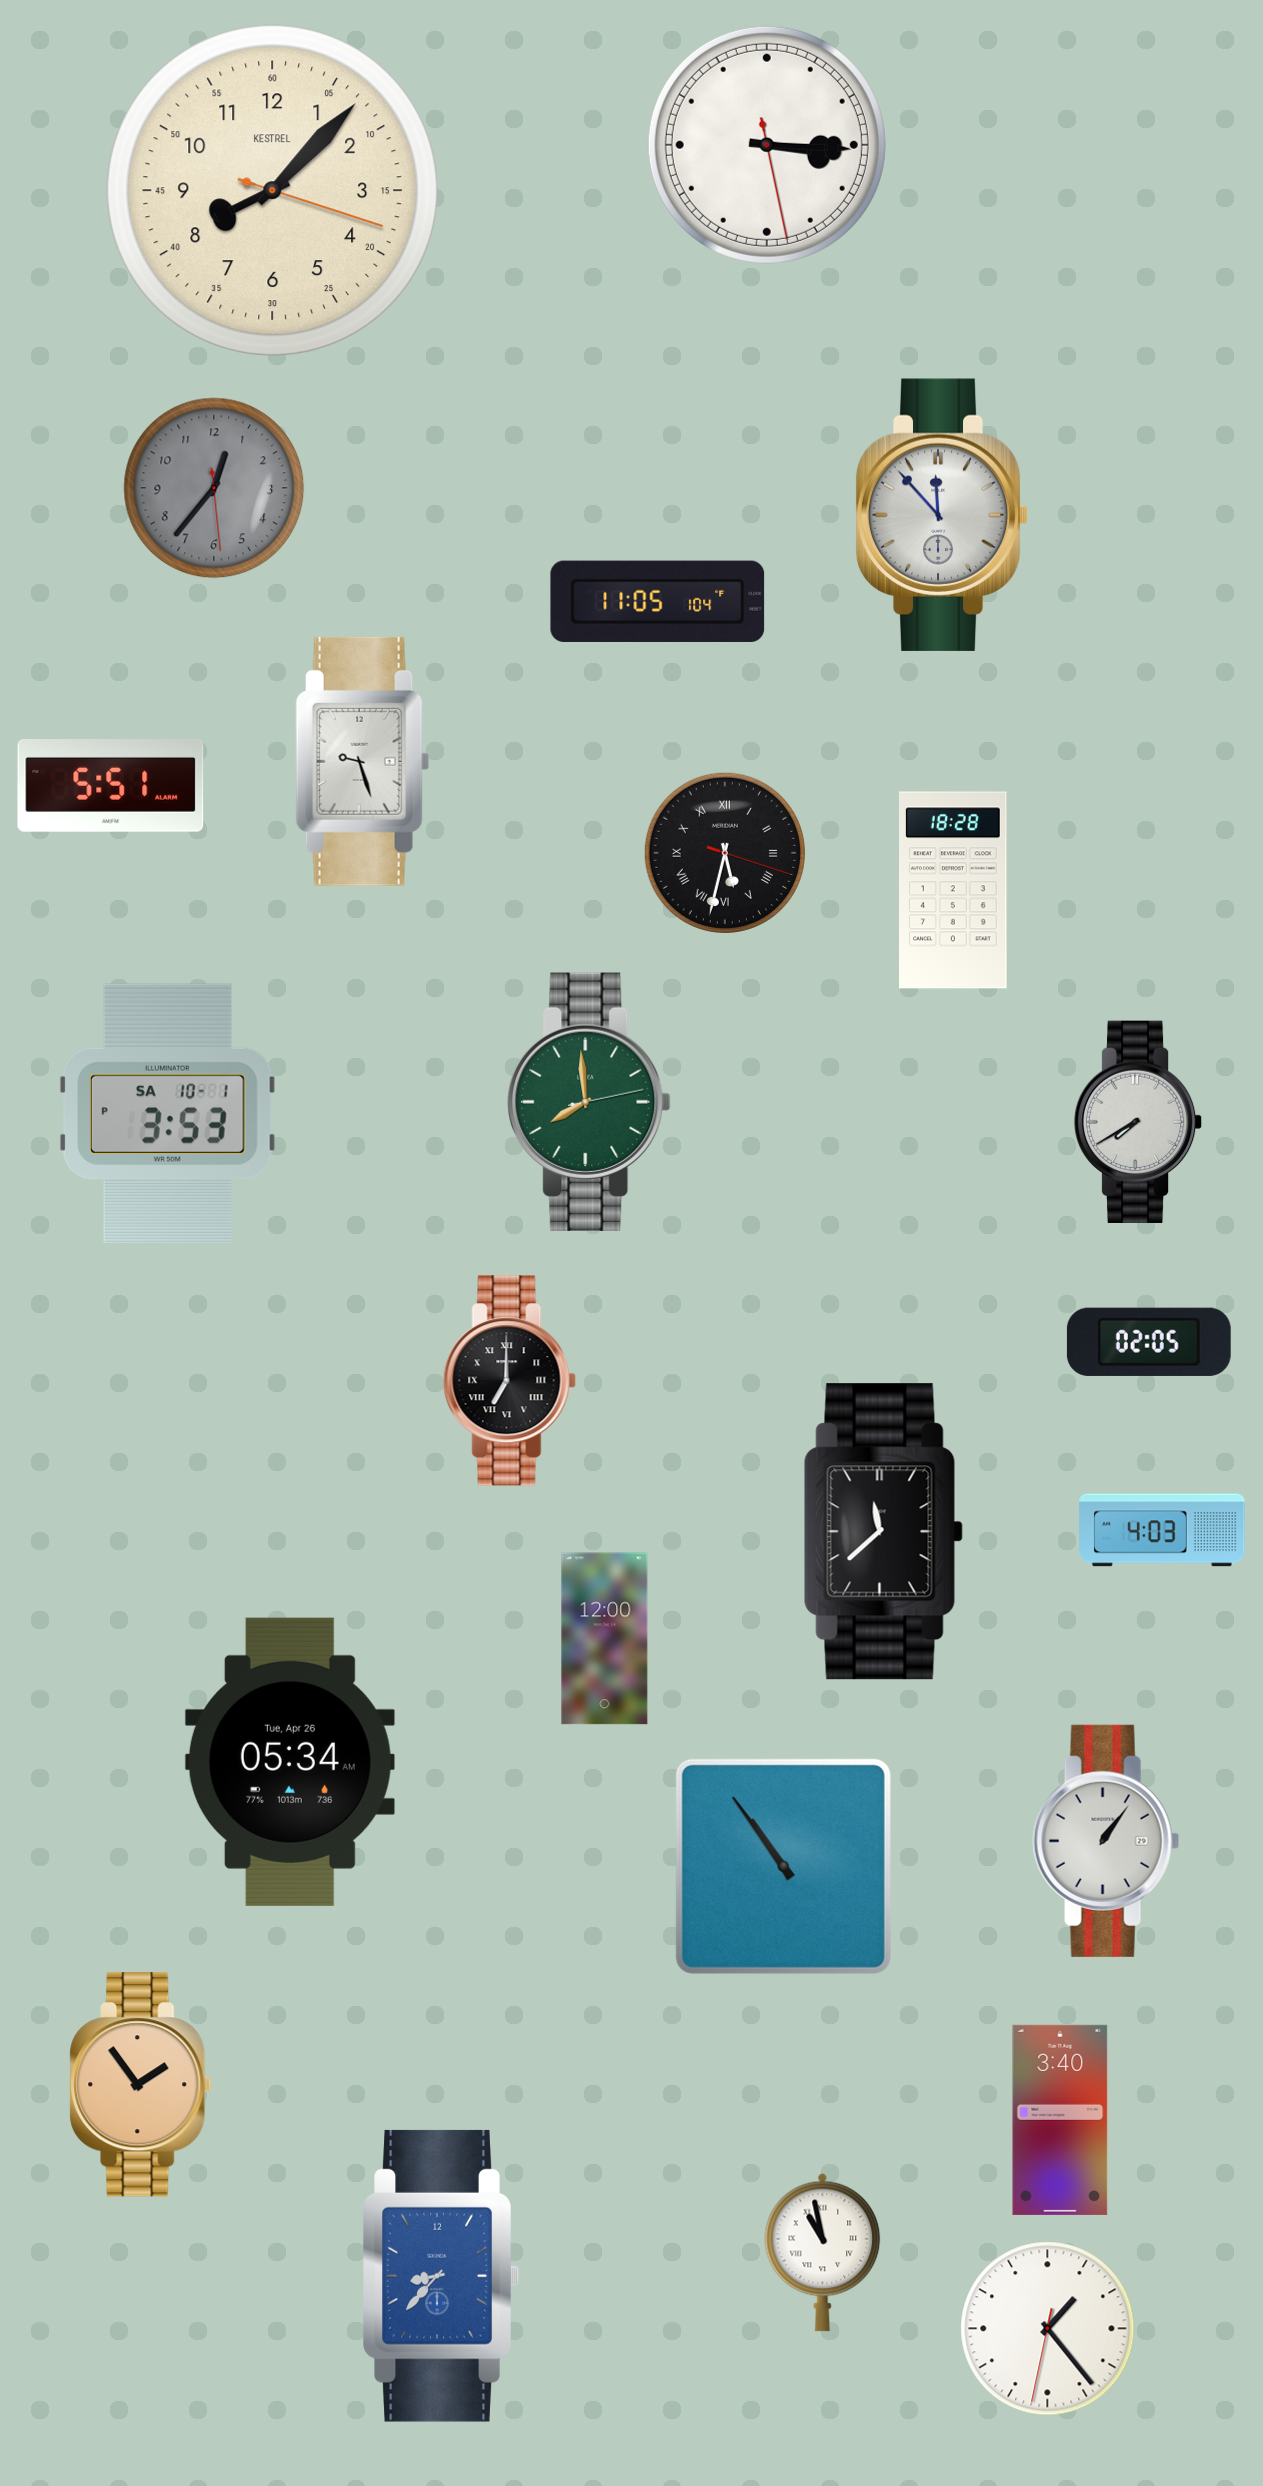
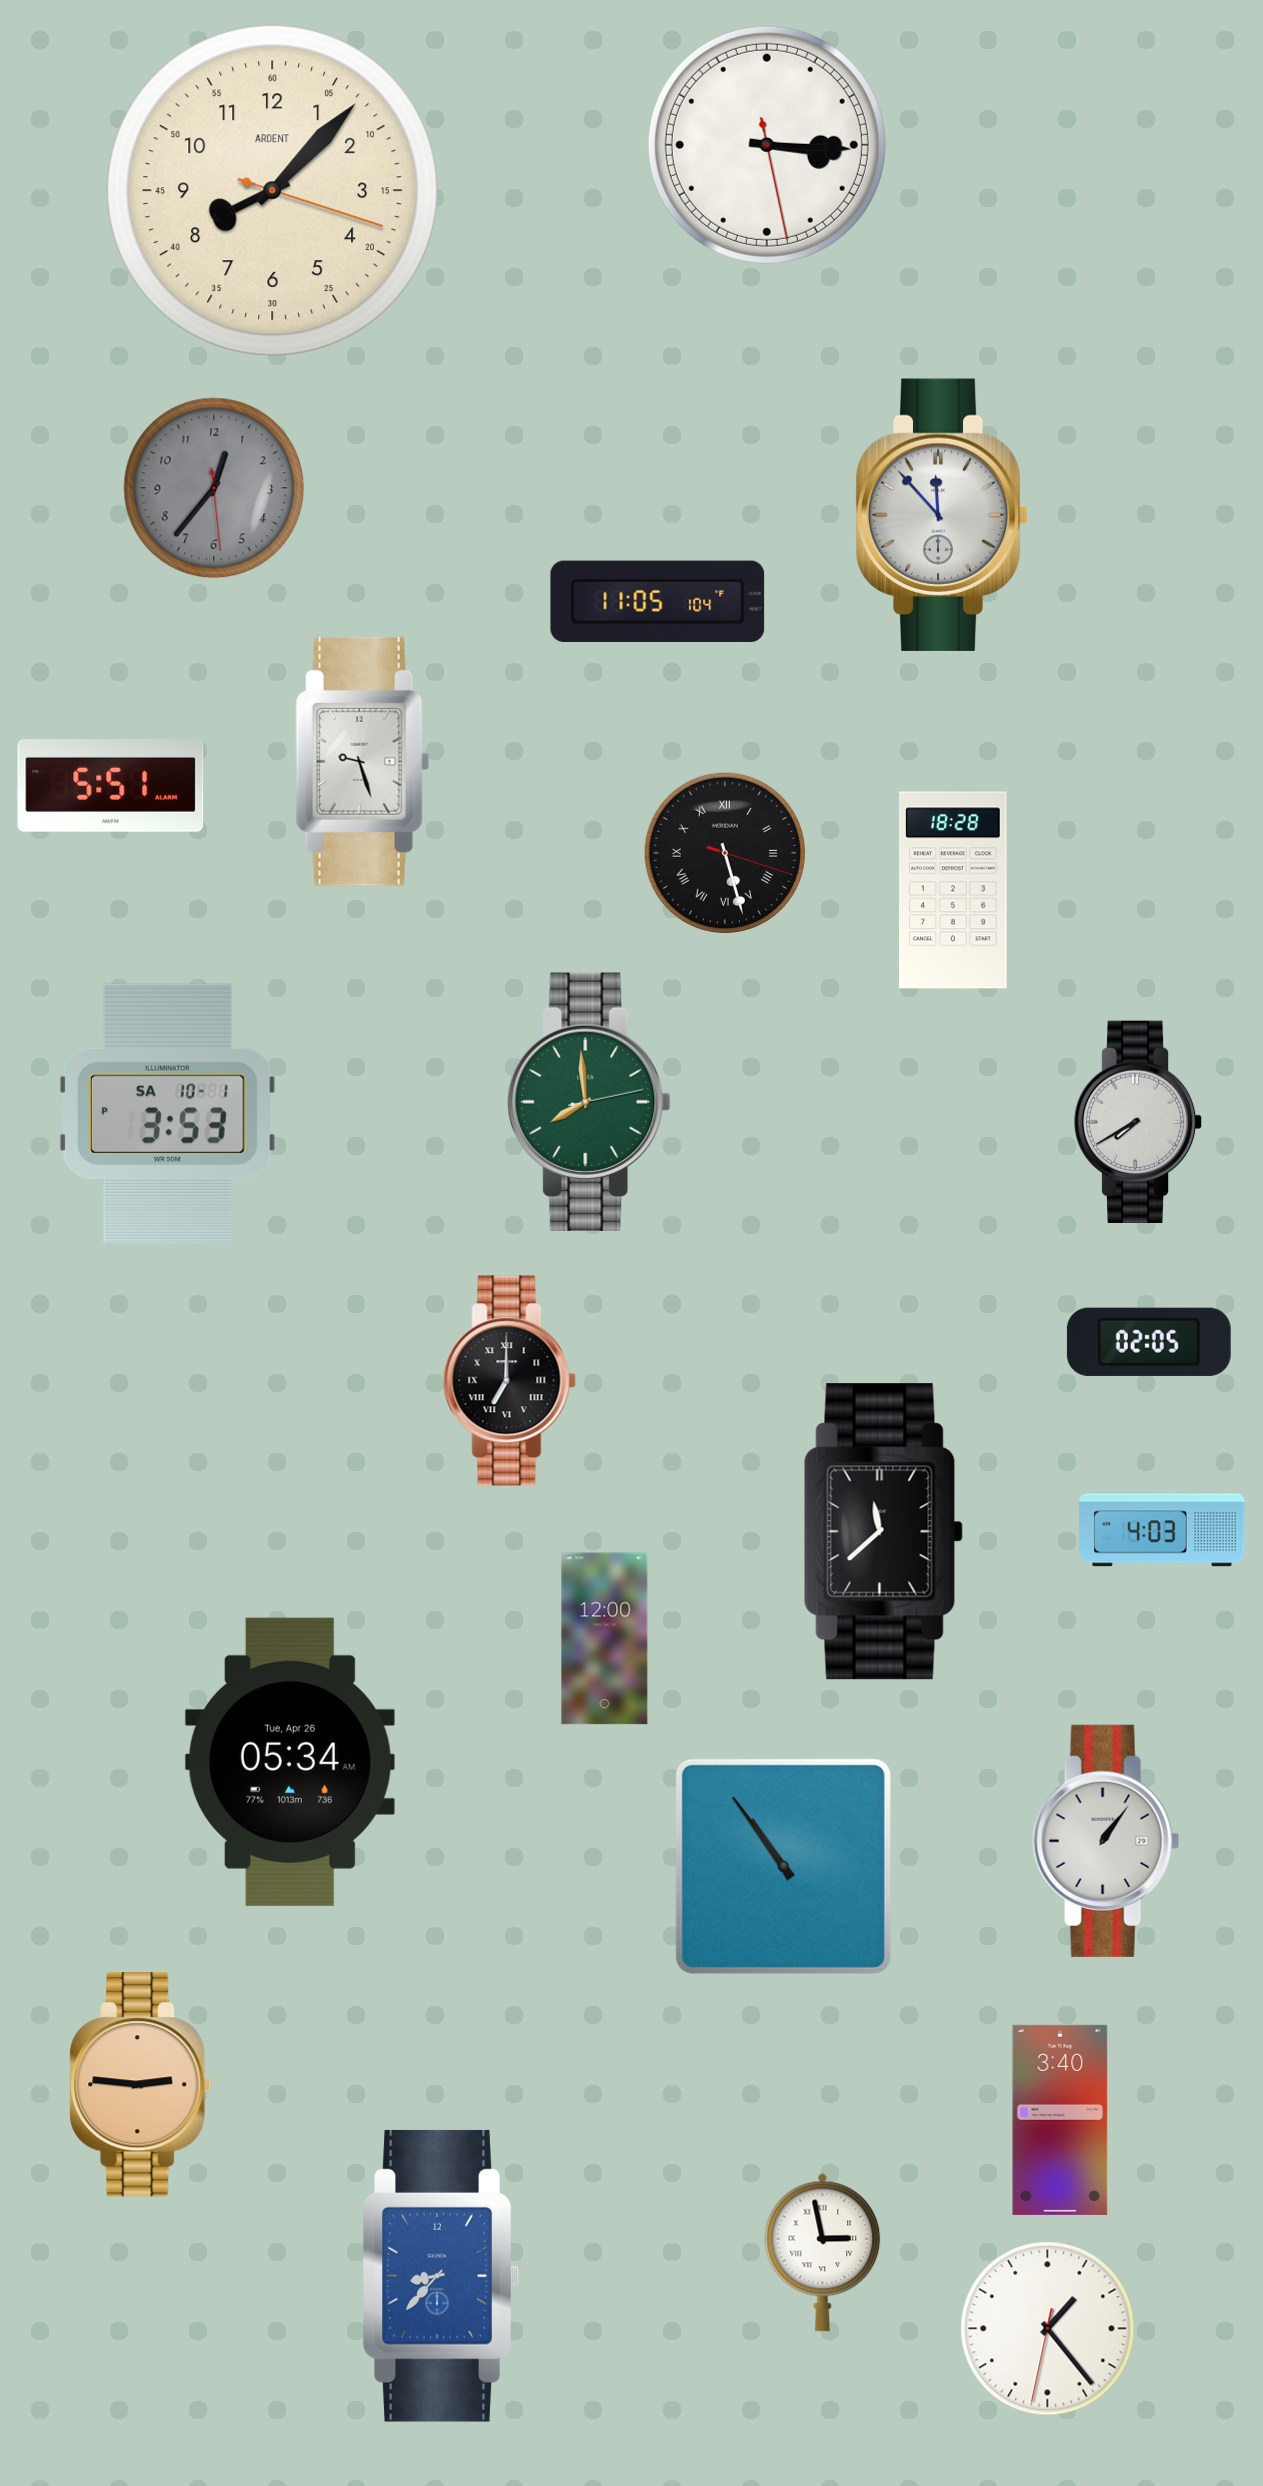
clock at (272, 190) brand: KESTREL -> ARDENT
clock at (725, 853): 5:32 -> 5:27
clock at (141, 2085): 1:54 -> 2:46
clock at (823, 2252): 10:58 -> 2:58
